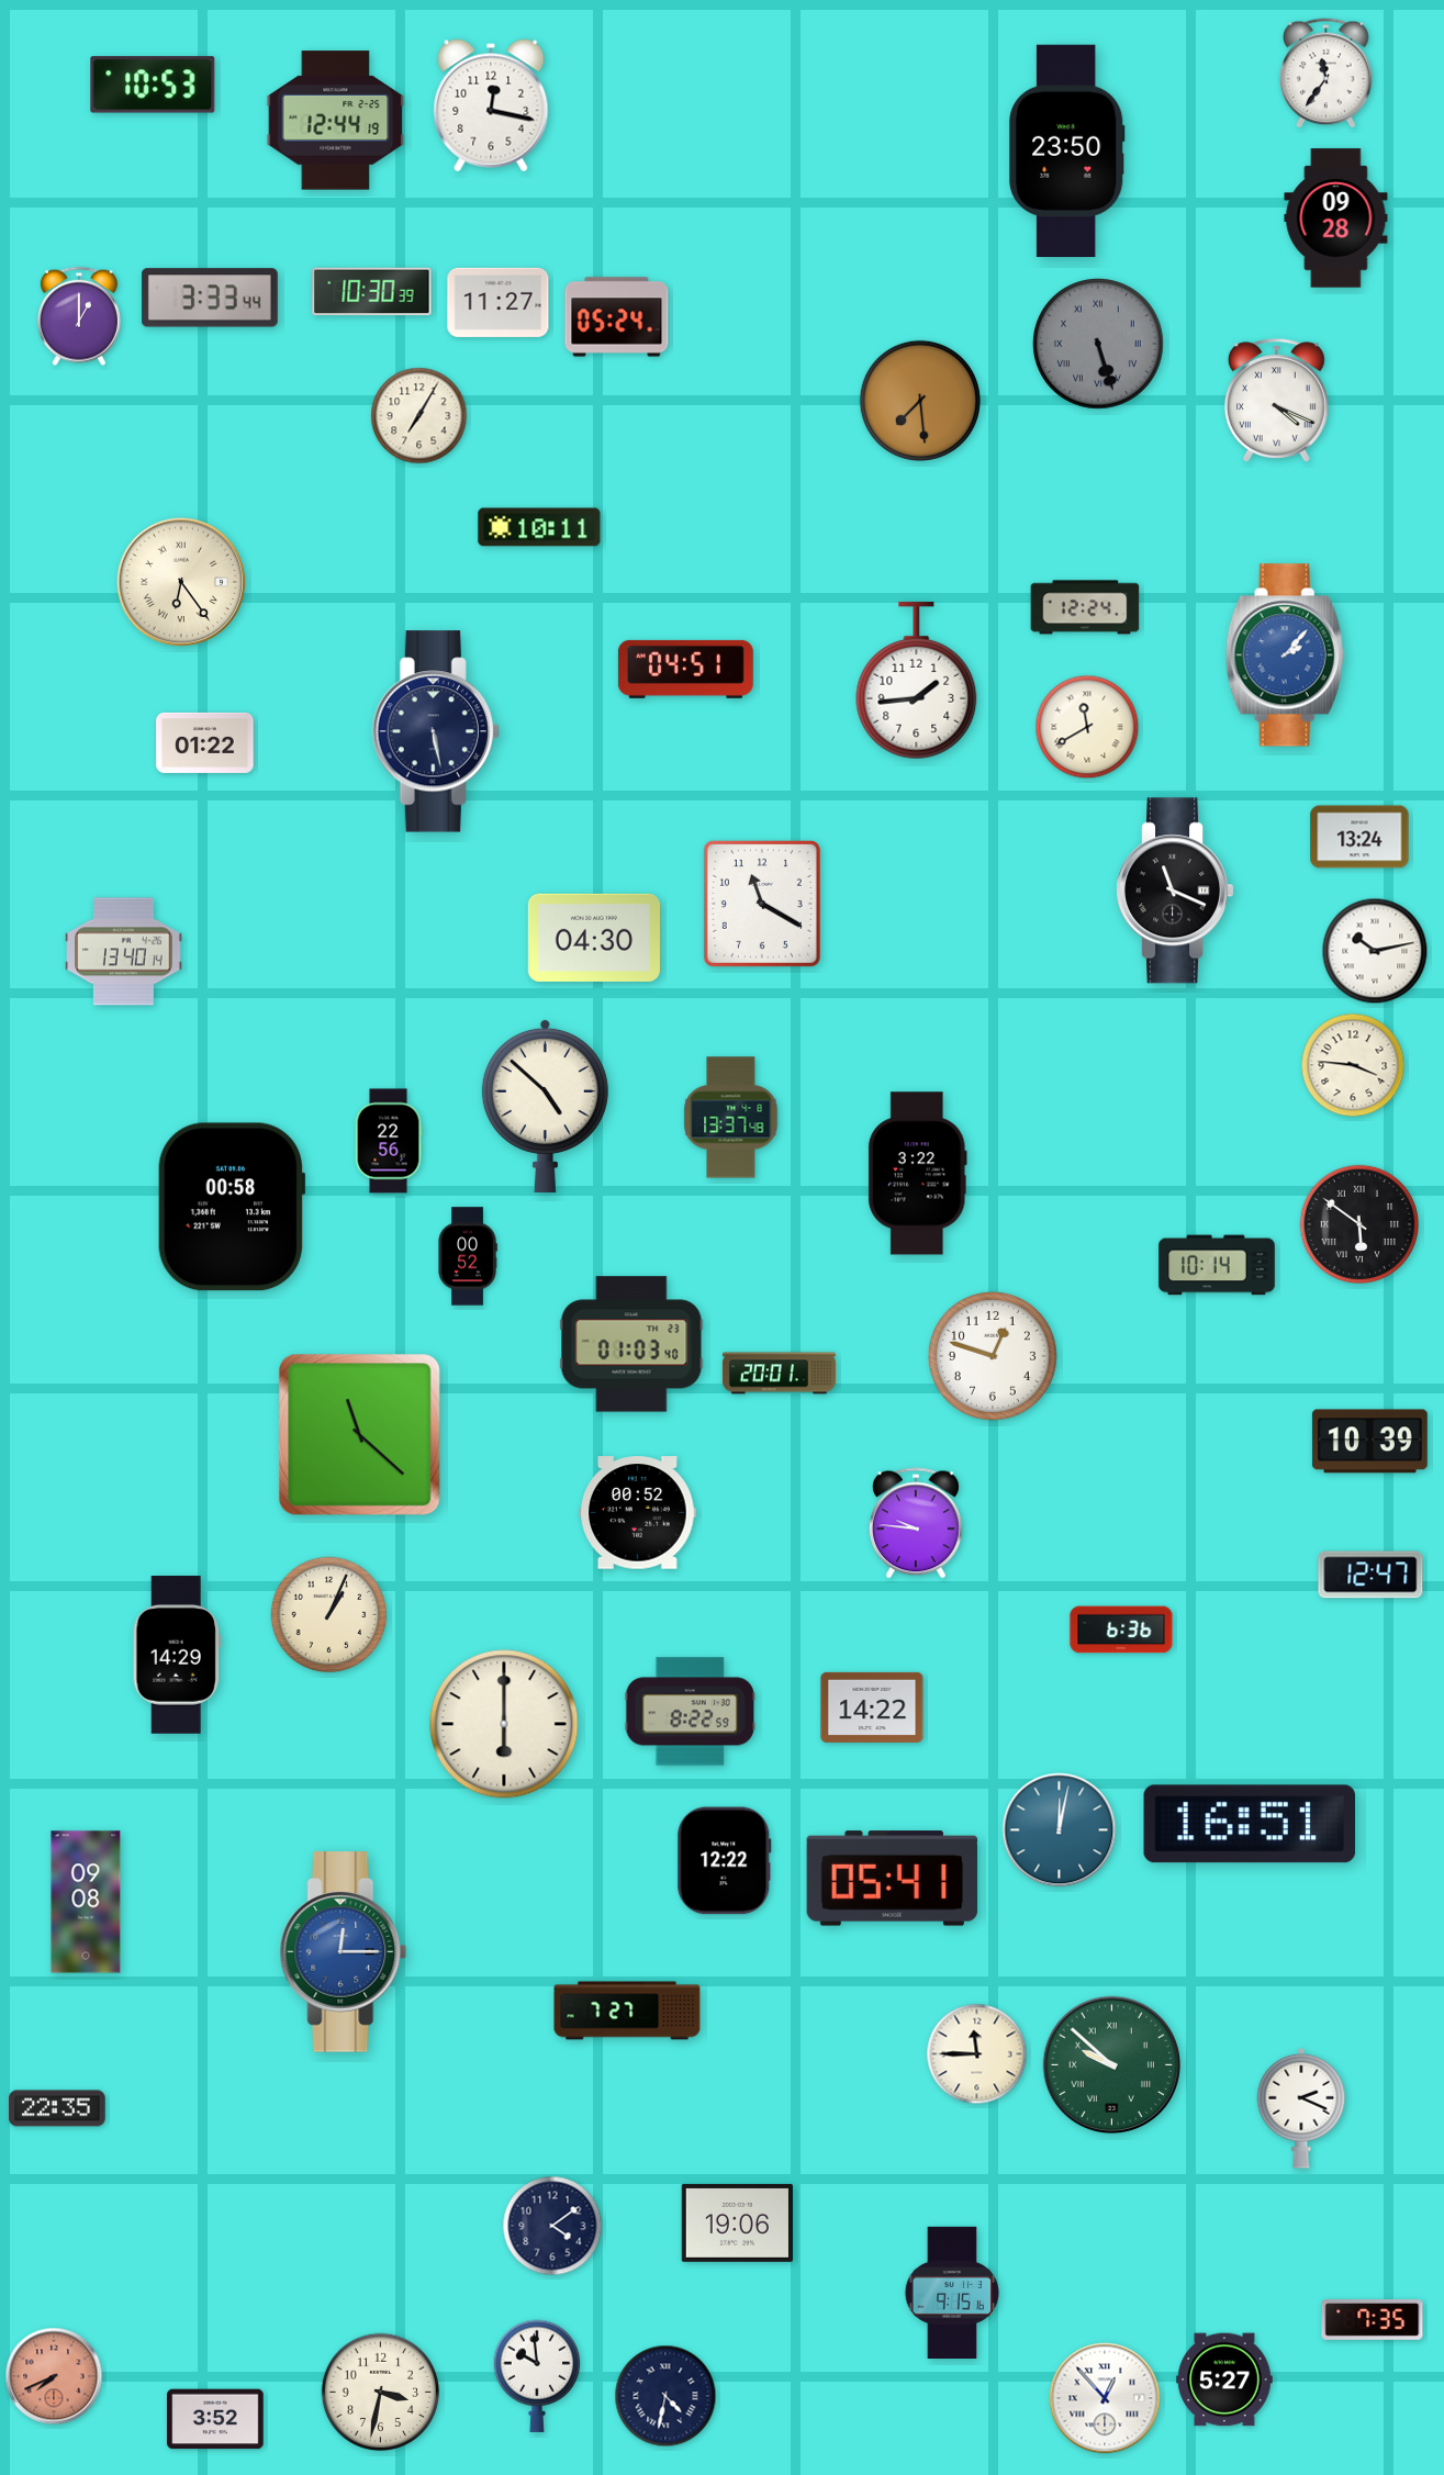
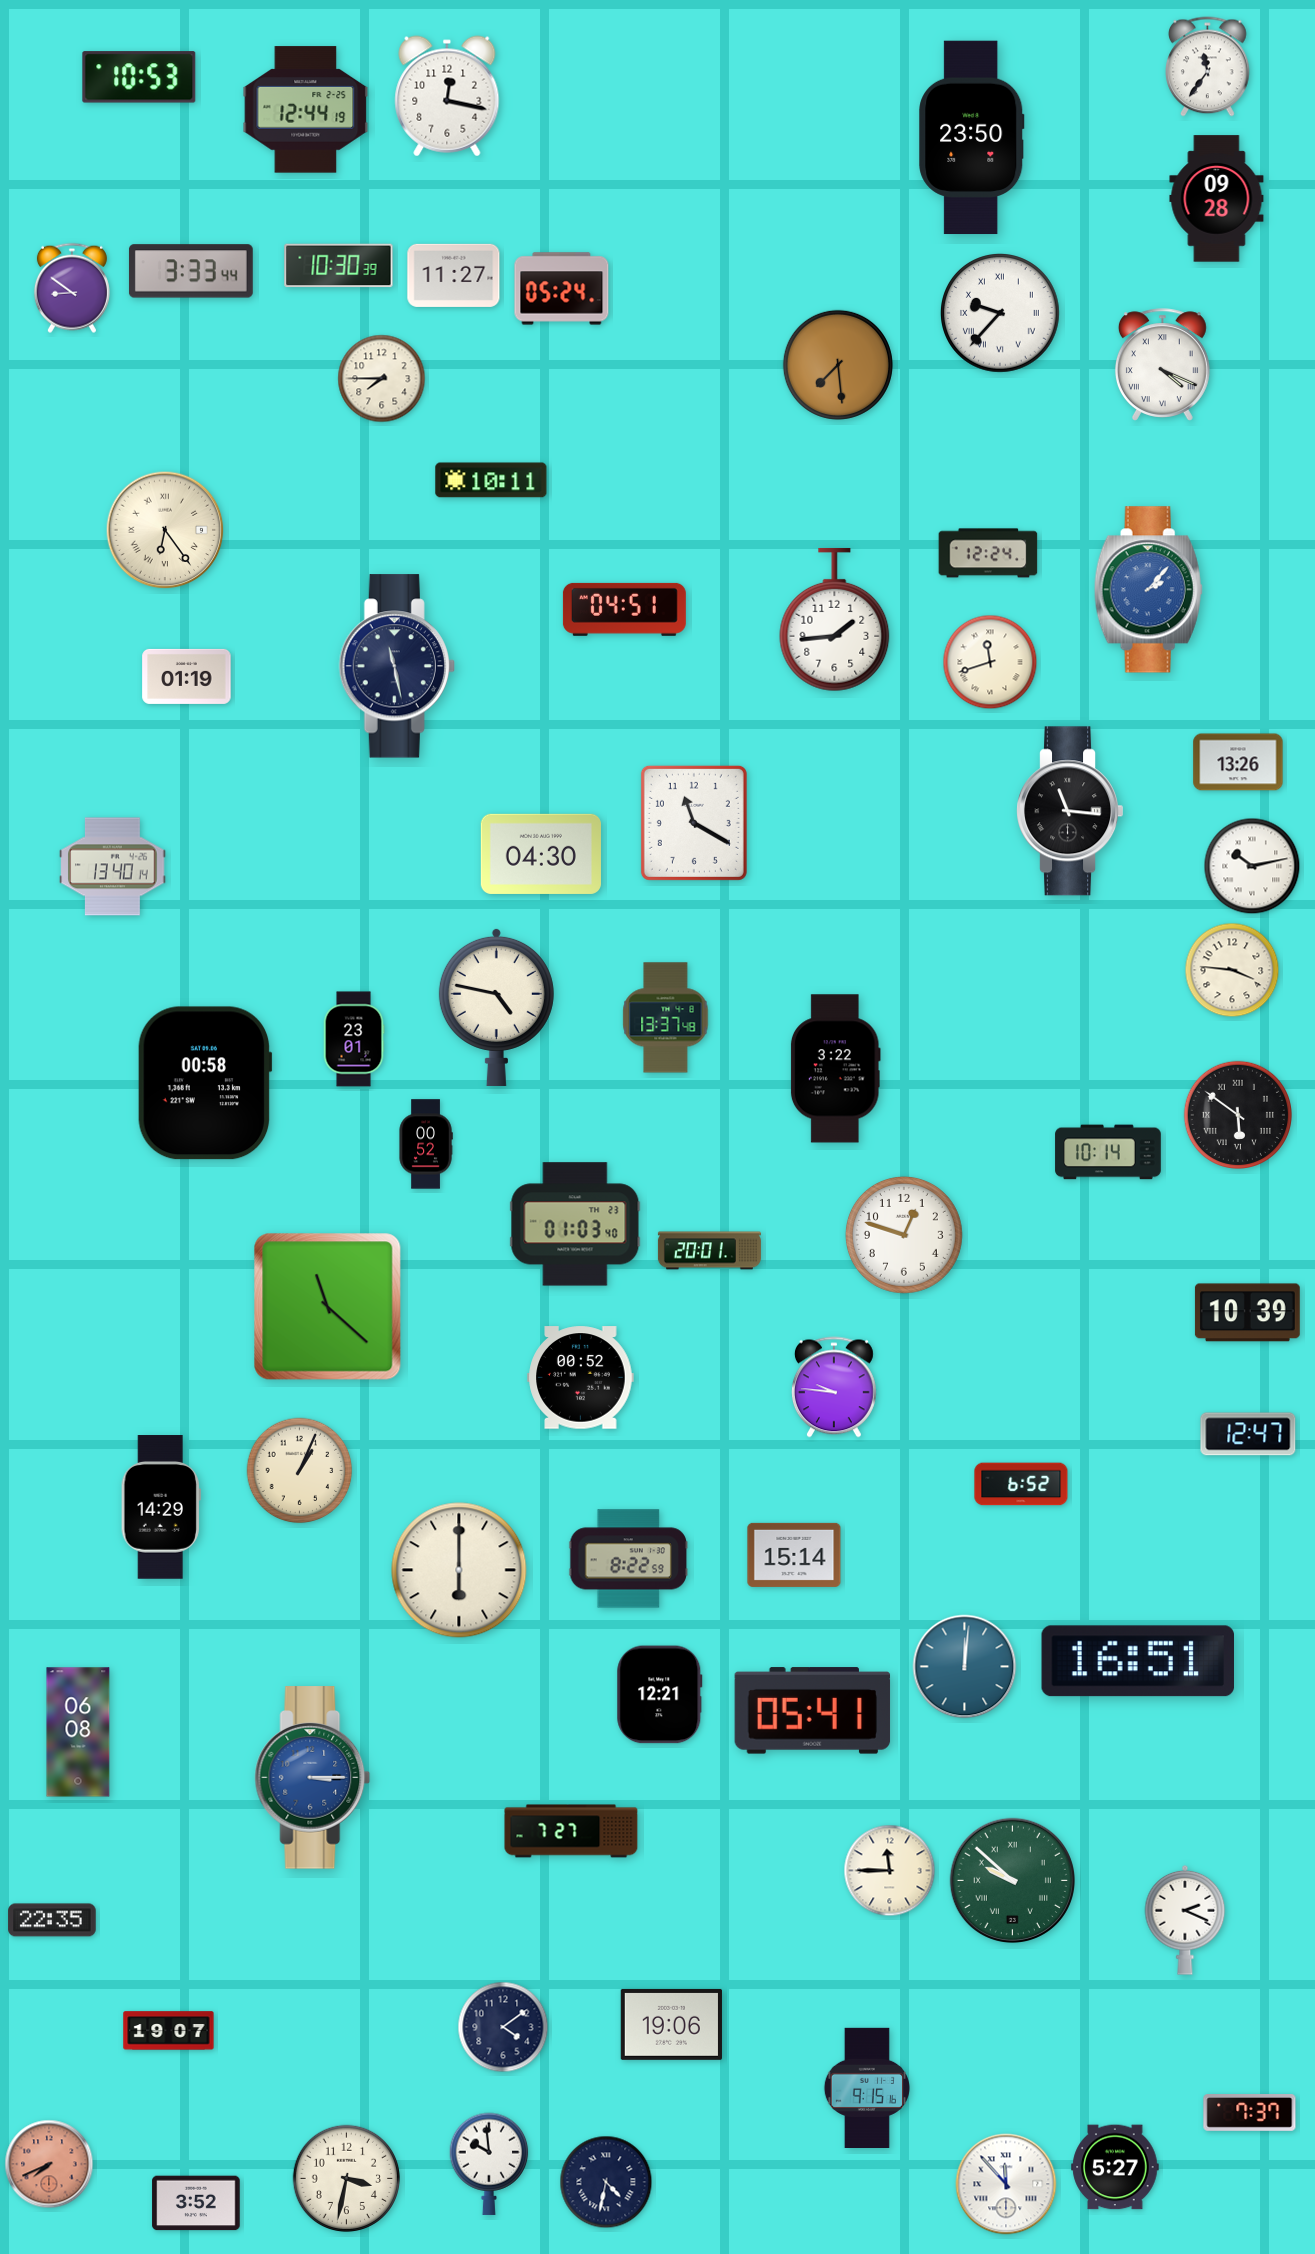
clock at (79, 316): 1:00 -> 8:51
clock at (1099, 345): 5:27 -> 9:37
clock at (1099, 345) dial: grey -> white
clock at (419, 416): 7:05 -> 7:45
clock at (1285, 656) position: (1285, 656) -> (1148, 590)
clock at (1087, 727): 11:40 -> 11:42
clock at (436, 731): 5:28 -> 11:28
clock at (205, 742): 01:22 -> 01:19
clock at (1359, 837): 13:24 -> 13:26
clock at (1174, 891): 11:19 -> 11:16
clock at (545, 1106): 4:52 -> 4:47
clock at (389, 1141): 22:56 -> 23:01
clock at (232, 1207) position: (232, 1207) -> (205, 1083)
clock at (1121, 1630): 6:36 -> 6:52
clock at (872, 1707): 14:22 -> 15:14
clock at (1060, 1830): 12:02 -> 12:01
clock at (725, 1861): 12:22 -> 12:21
clock at (86, 1902): 09:08 -> 06:08
clock at (344, 1952): 12:15 -> 3:15
clock at (169, 2031): none -> 19:07
clock at (1373, 2320): 7:35 -> 7:37
clock at (1105, 2398): 12:53 -> 11:53
